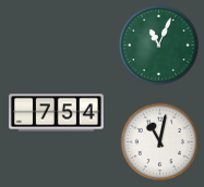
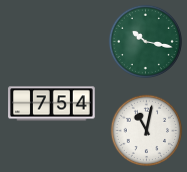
clock at (158, 45): 11:04 -> 10:17
